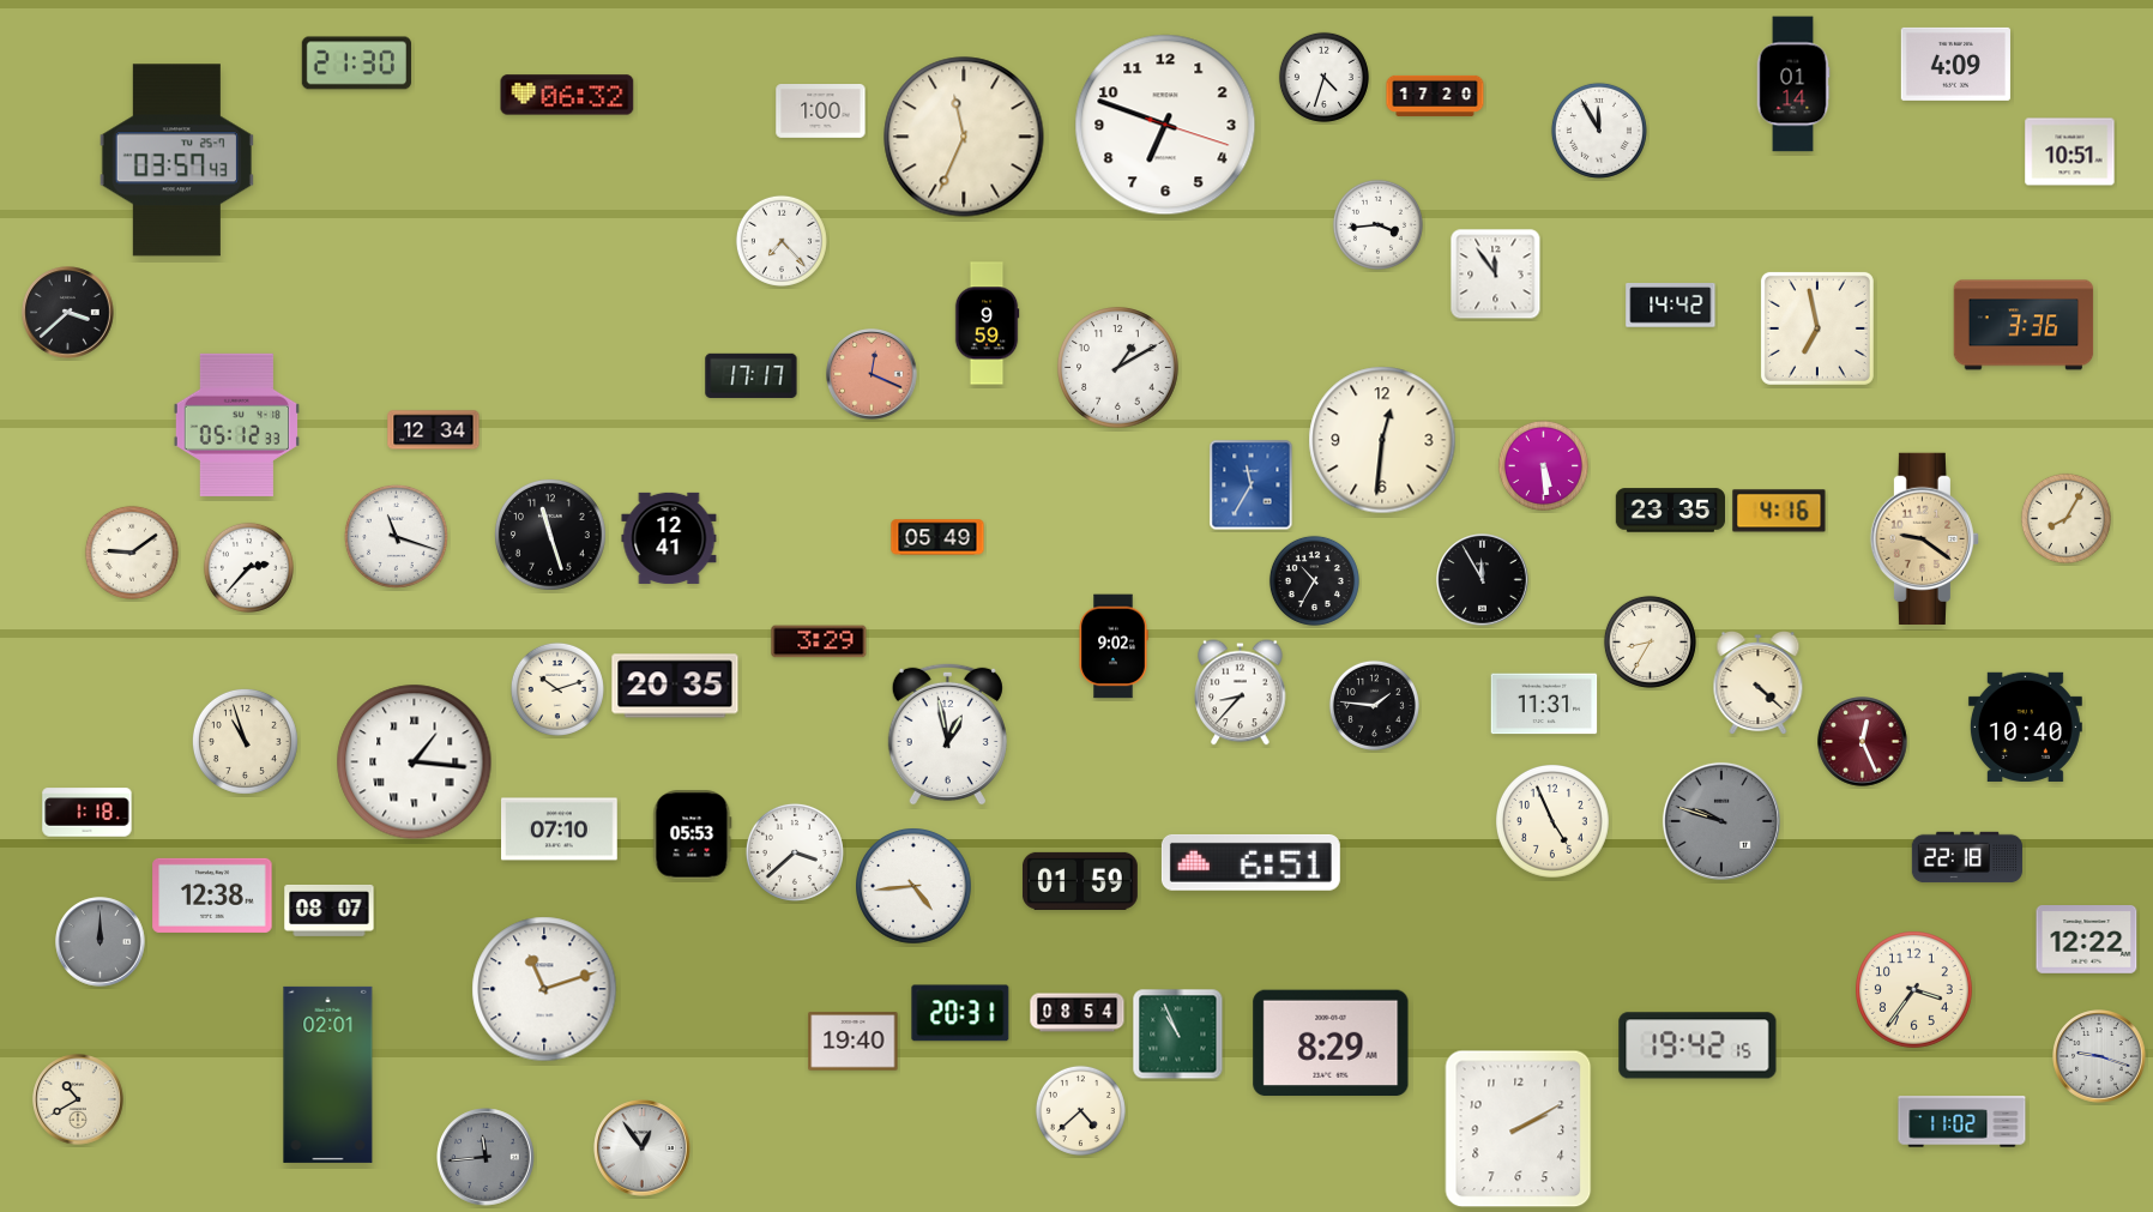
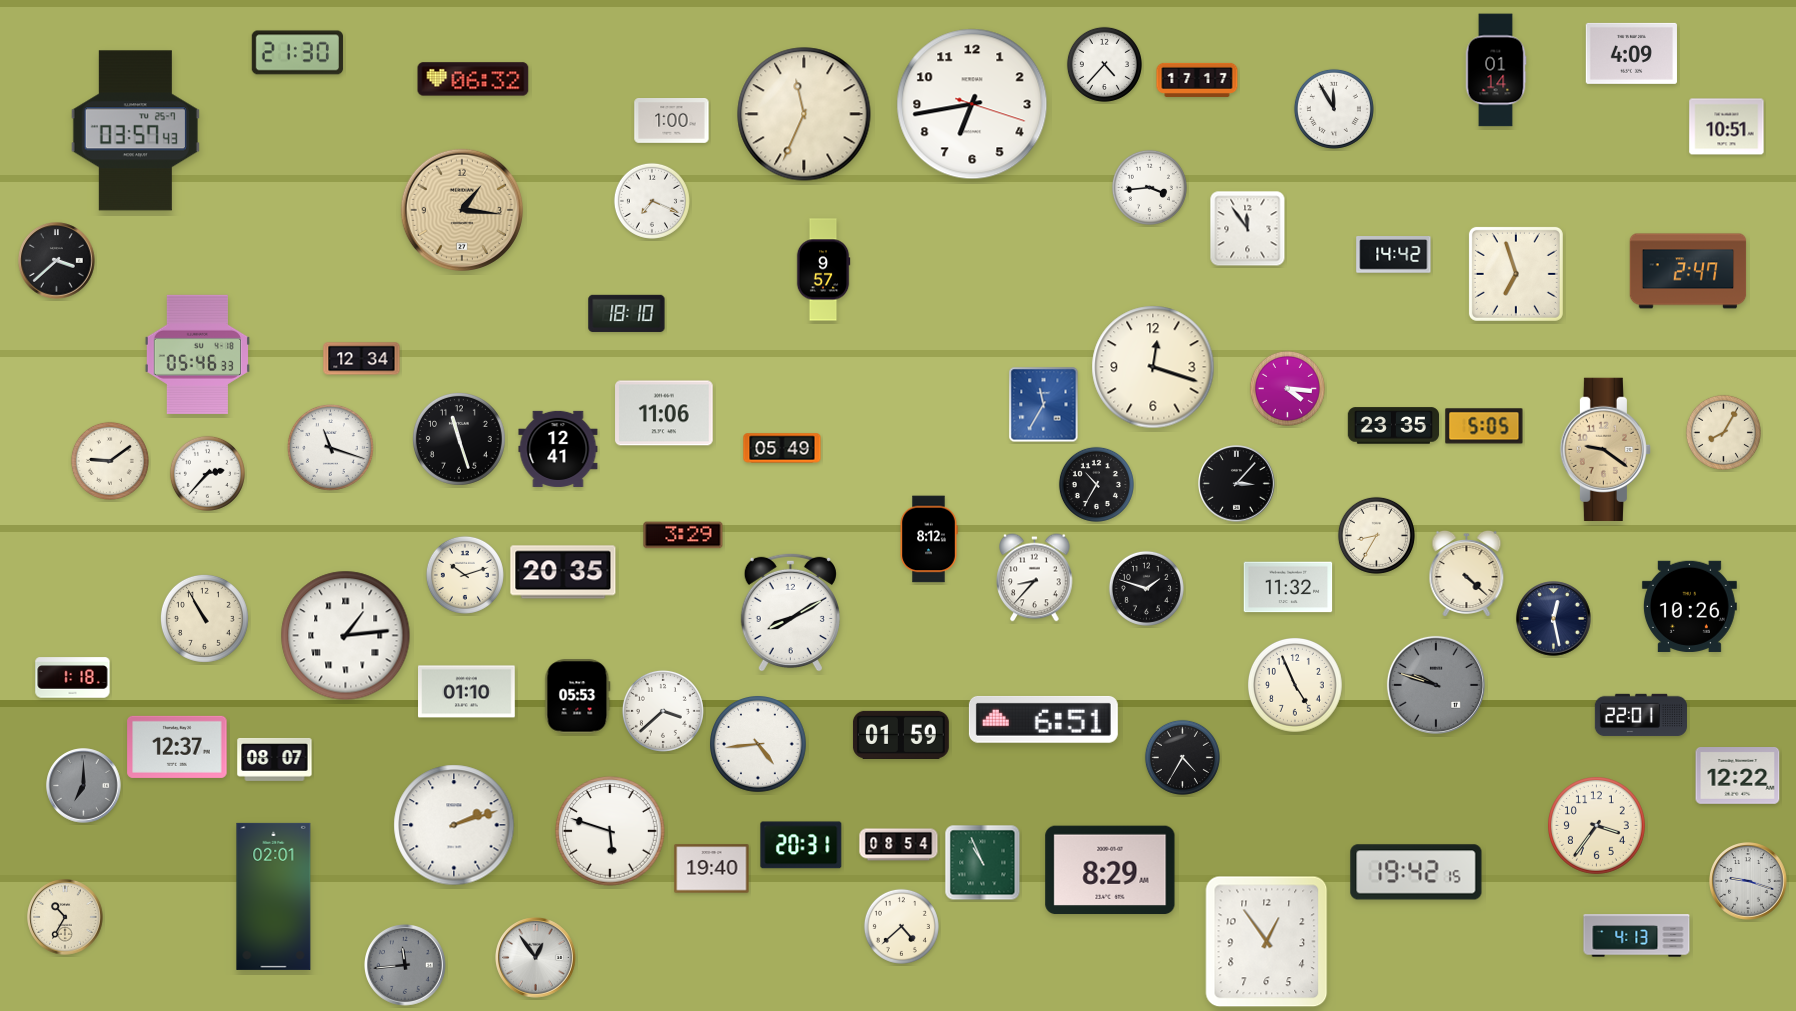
clock at (1323, 77): 4:33 -> 4:37
clock at (1435, 96): 17:20 -> 17:17
clock at (821, 111) position: (821, 111) -> (672, 121)
clock at (1165, 125): 6:48 -> 6:43
clock at (176, 161) position: (176, 161) -> (135, 131)
clock at (782, 241): 7:23 -> 7:19
clock at (462, 210): none -> 1:16
clock at (987, 324): 9:59 -> 9:57
clock at (2024, 325): 3:36 -> 2:47
clock at (1817, 328): 6:58 -> 6:57
clock at (1118, 368): 1:10 -> none
clock at (872, 374): 12:19 -> none
clock at (752, 375): 17:17 -> 18:10
clock at (236, 424): 05:12 -> 05:46
clock at (1382, 440): 12:31 -> 12:18
clock at (1543, 465): 5:29 -> 4:16
clock at (664, 413): none -> 11:06
clock at (1779, 511): 4:16 -> 5:05
clock at (550, 535) position: (550, 535) -> (459, 439)
clock at (1483, 580): 11:55 -> 3:07
clock at (1114, 646): 9:02 -> 8:12
clock at (1759, 683) position: (1759, 683) -> (1467, 574)
clock at (1544, 704): 11:31 -> 11:32
clock at (1374, 705): 1:46 -> 1:48
clock at (2025, 726): 10:40 -> 10:26
clock at (947, 734): 12:58 -> 8:10
clock at (245, 741): 10:57 -> 10:55
clock at (1863, 742): 12:26 -> 12:28
clock at (1863, 742) dial: burgundy -> navy
clock at (415, 762): 1:16 -> 1:14
clock at (560, 830): 07:10 -> 01:10
clock at (1967, 857): 22:18 -> 22:01
clock at (915, 887) position: (915, 887) -> (759, 745)
clock at (212, 896): 12:38 -> 12:37
clock at (1182, 757): none -> 4:35
clock at (2087, 940) position: (2087, 940) -> (1738, 776)
clock at (101, 942): 12:00 -> 7:00
clock at (544, 989): 11:12 -> 2:12
clock at (610, 831): none -> 5:48
clock at (2099, 1056) position: (2099, 1056) -> (1748, 881)
clock at (78, 1099): 10:40 -> 10:35
clock at (1962, 1122): 11:02 -> 4:13
clock at (1519, 1129): 2:10 -> 12:54
